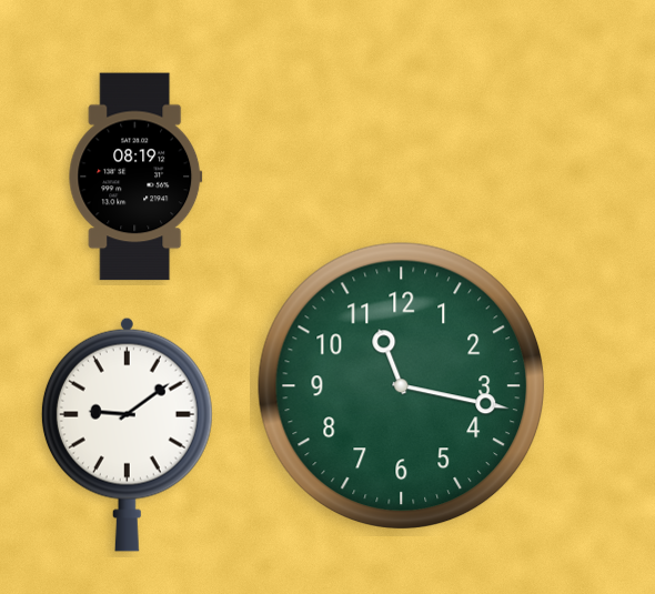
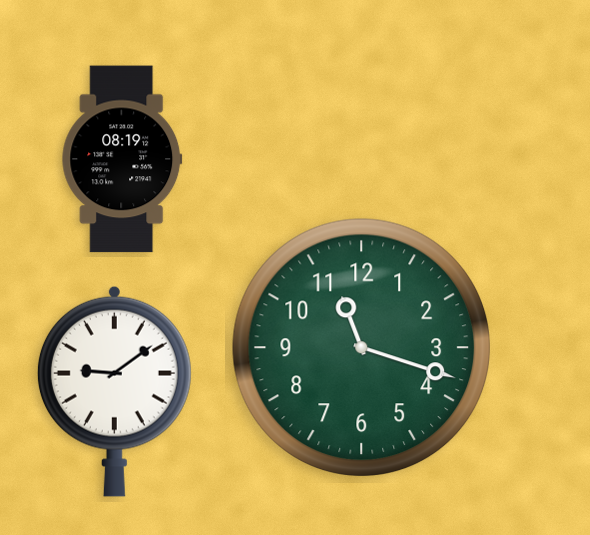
clock at (402, 386): 11:17 -> 11:18
